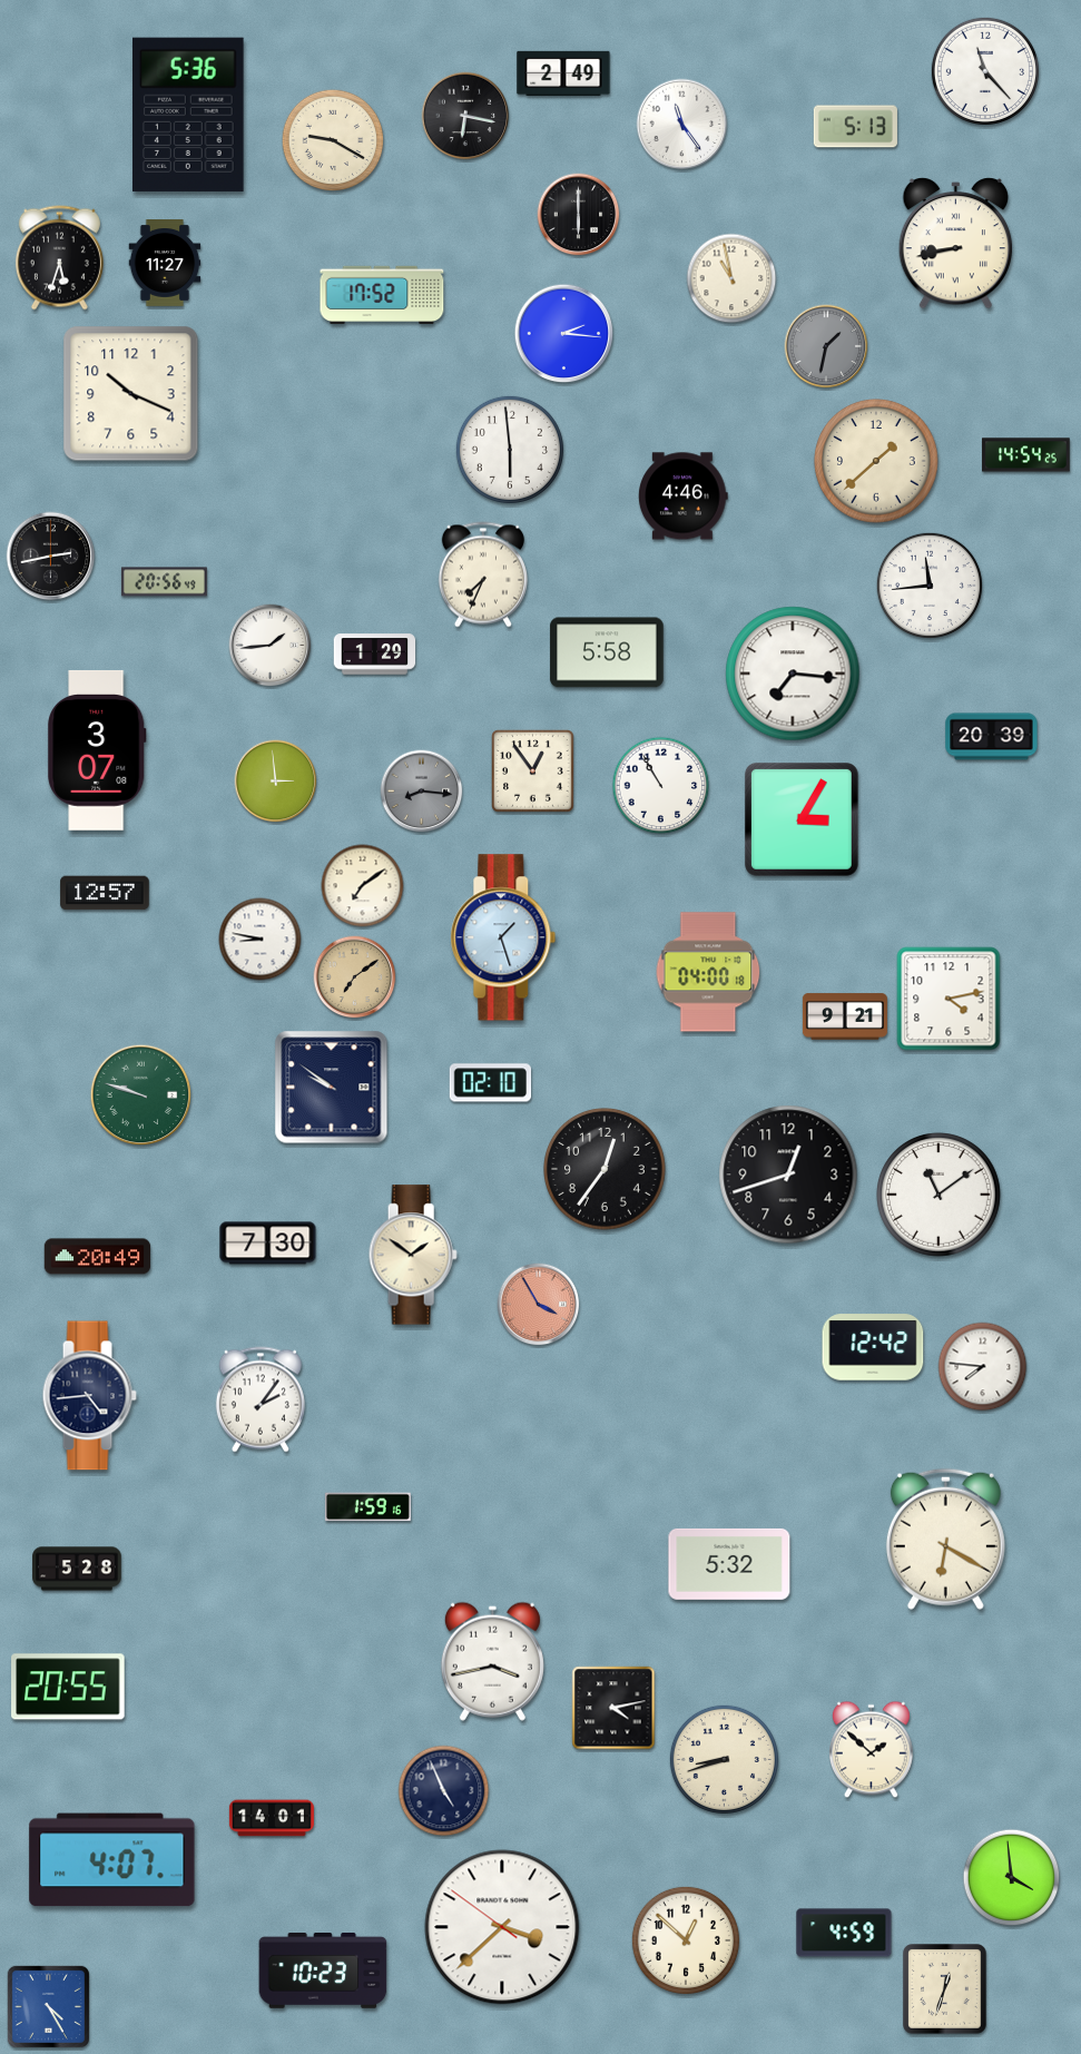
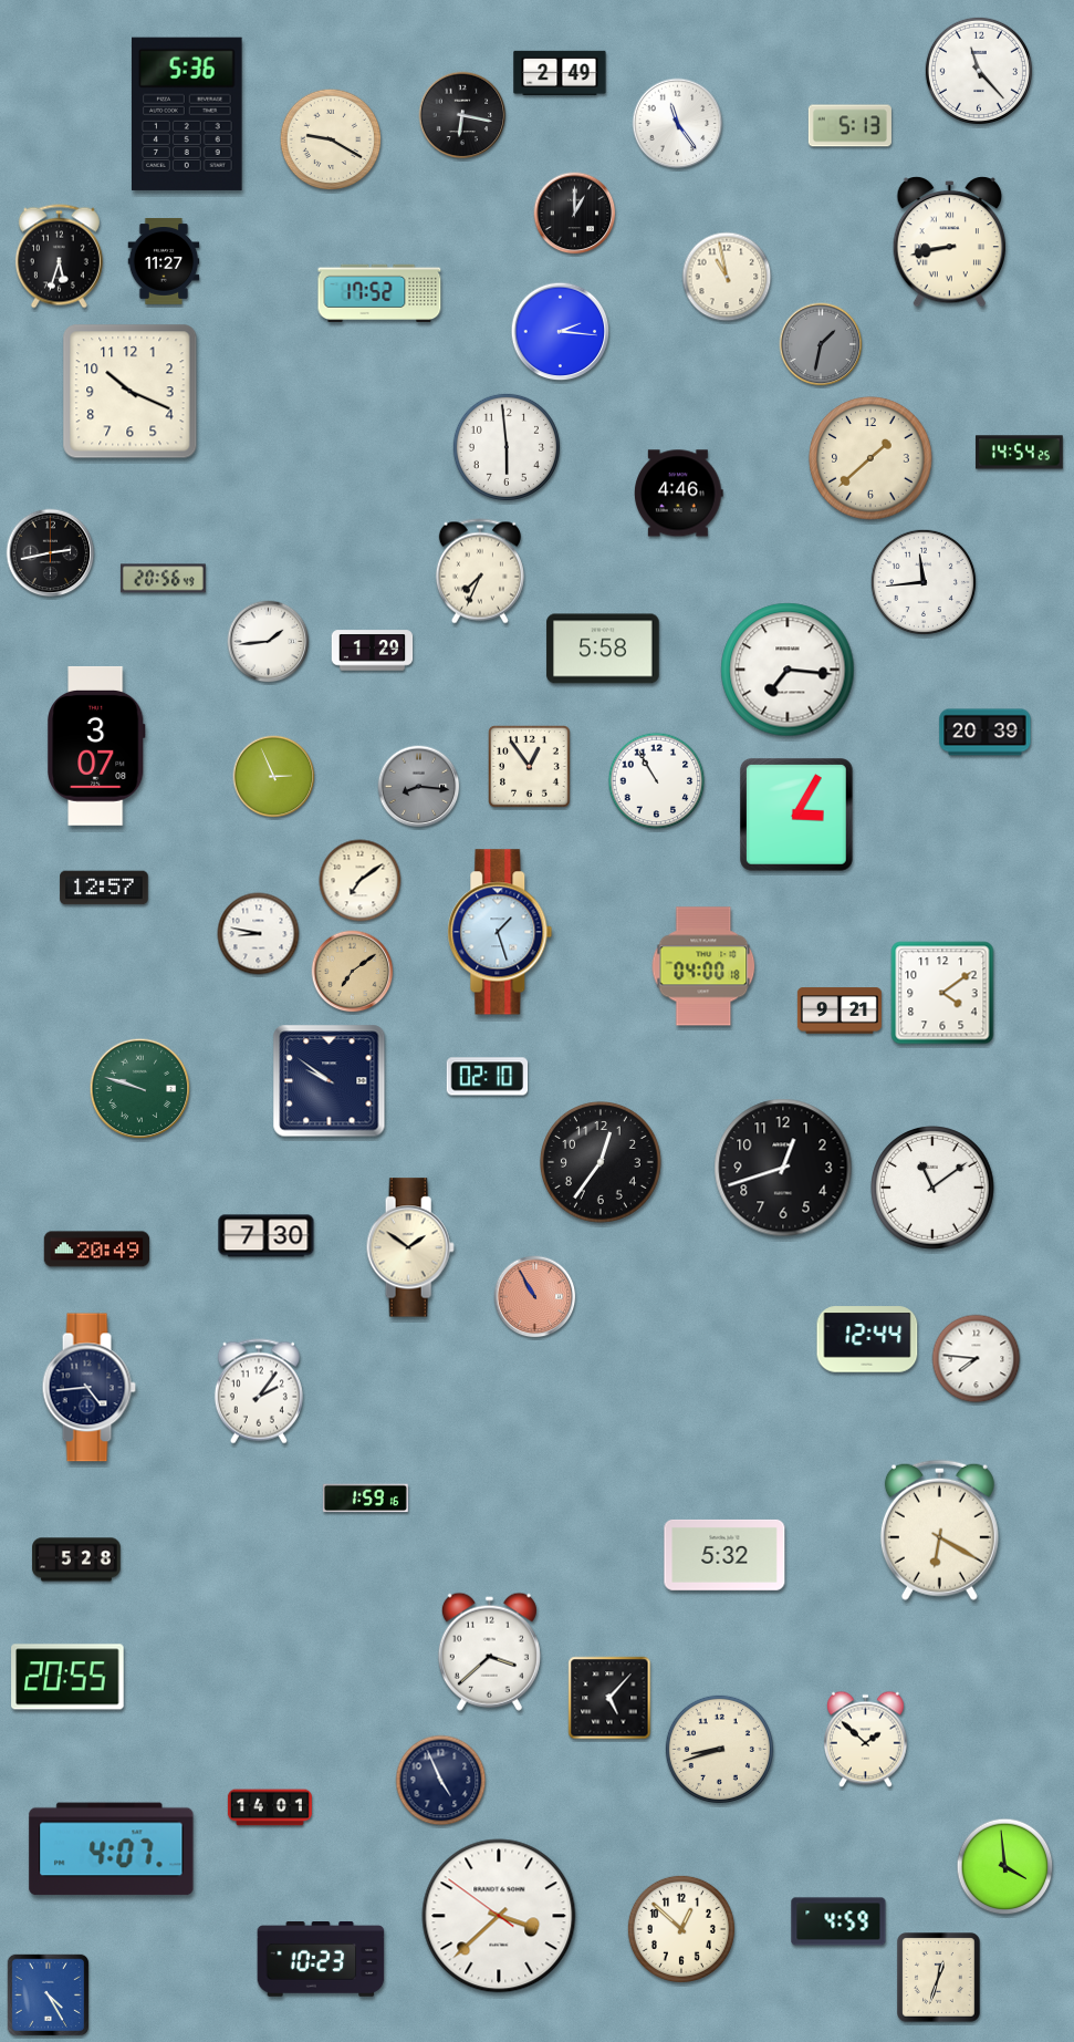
clock at (579, 215): 6:00 -> 1:00
clock at (276, 782): 2:59 -> 2:56
clock at (949, 999): 4:13 -> 4:09
clock at (539, 1305): 3:55 -> 10:55
clock at (873, 1347): 12:42 -> 12:44
clock at (492, 1661): 3:43 -> 3:38
clock at (613, 1708): 4:13 -> 5:07
